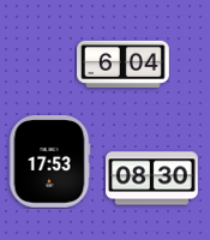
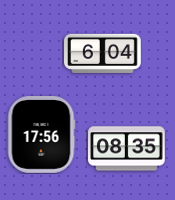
clock at (49, 162): 17:53 -> 17:56
clock at (152, 179): 08:30 -> 08:35
